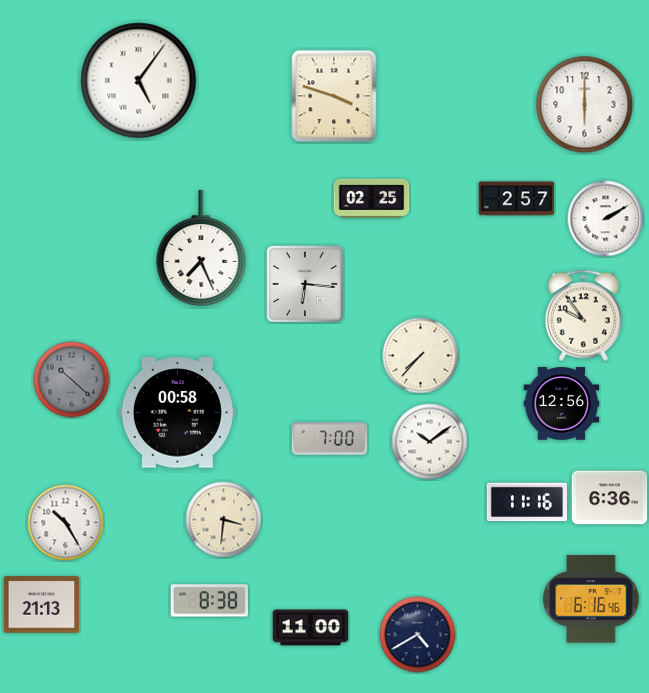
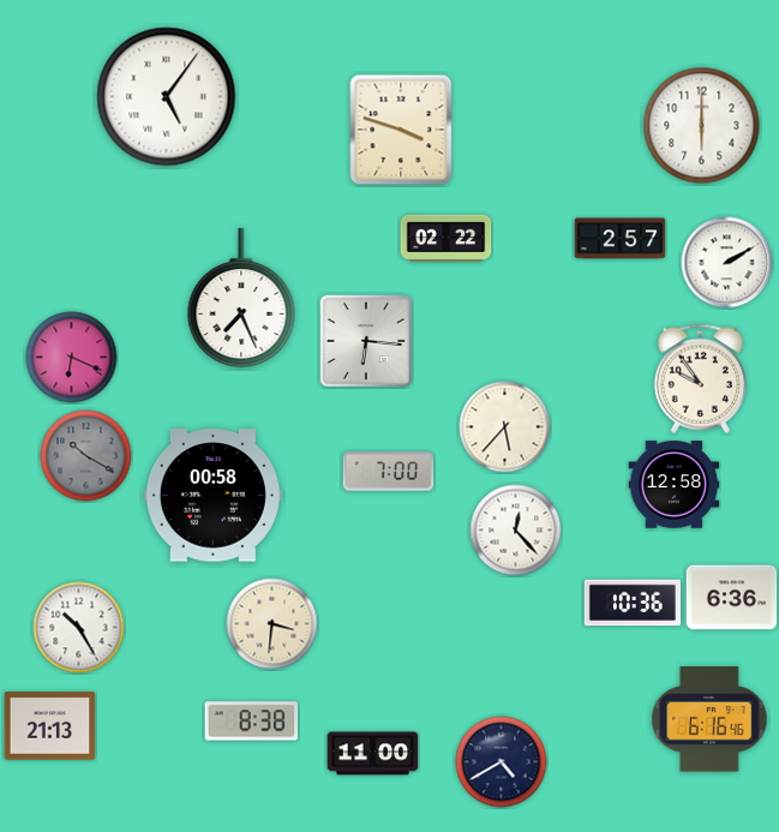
clock at (334, 96) position: (334, 96) -> (401, 130)
clock at (372, 198): 02:25 -> 02:22
clock at (72, 358): none -> 6:19
clock at (421, 356): 7:37 -> 5:37
clock at (72, 380): 10:22 -> 10:20
clock at (562, 404): 12:56 -> 12:58
clock at (330, 439) position: (330, 439) -> (389, 472)
clock at (430, 442): 10:09 -> 12:23
clock at (527, 502): 11:16 -> 10:36
clock at (224, 520) position: (224, 520) -> (272, 624)
